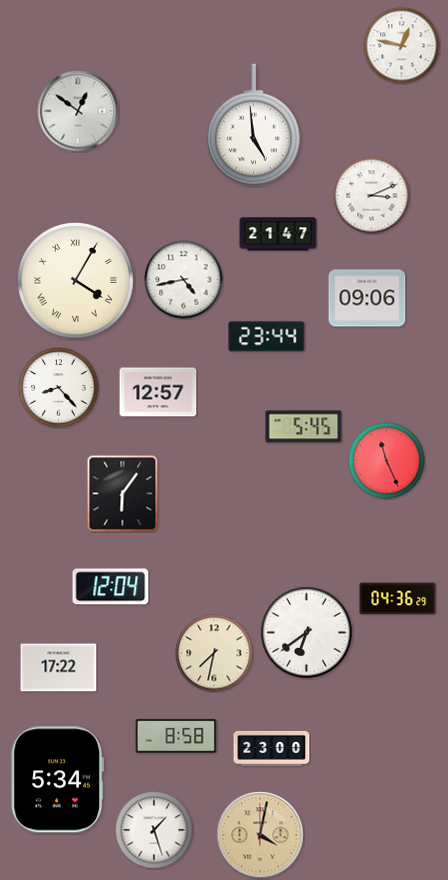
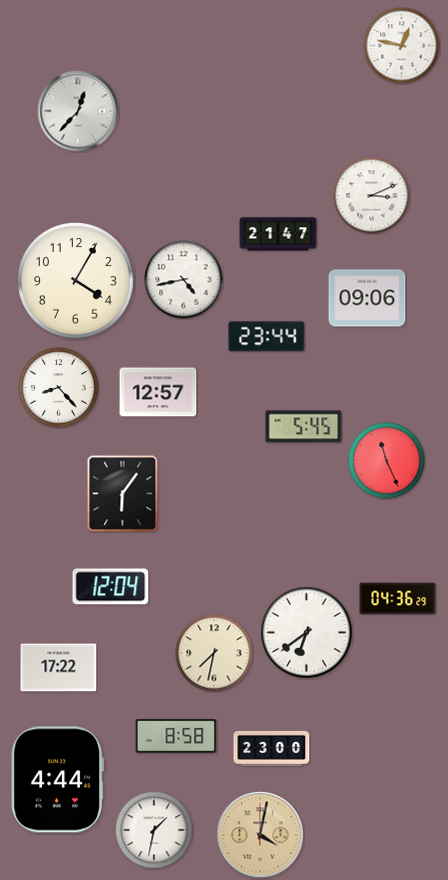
clock at (78, 111): 12:51 -> 12:37
clock at (253, 125): 4:59 -> none
clock at (76, 281) numerals: Roman -> Arabic
clock at (57, 780): 5:34 -> 4:44
clock at (154, 830): 1:27 -> 1:32
